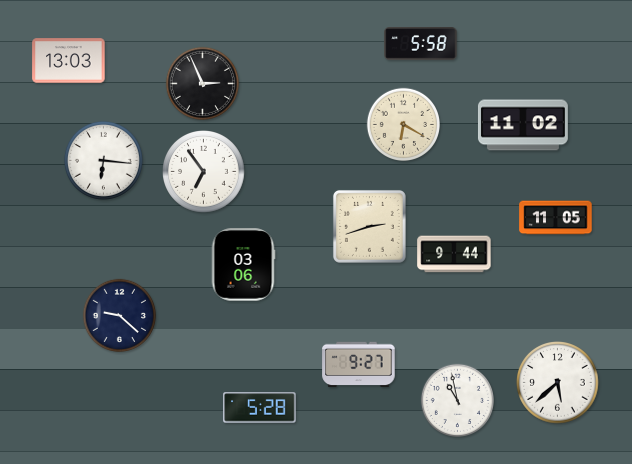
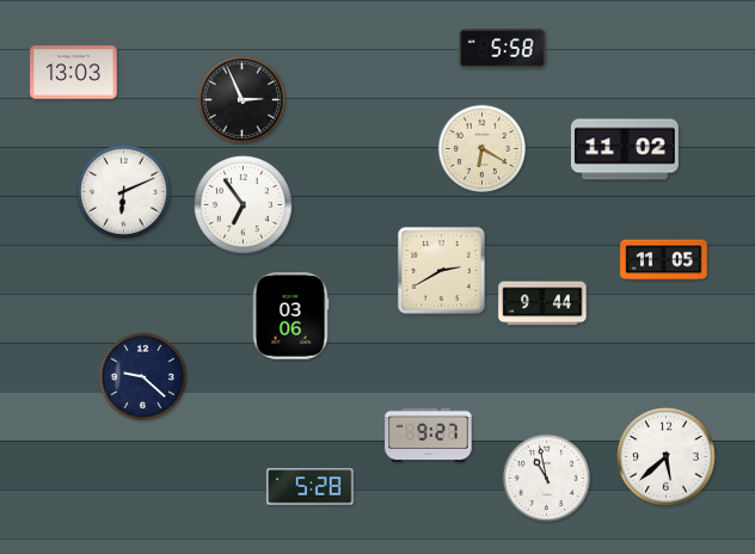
clock at (421, 44) position: (421, 44) -> (503, 49)
clock at (69, 61) position: (69, 61) -> (74, 73)
clock at (103, 160): 6:16 -> 6:11
clock at (369, 226): 2:42 -> 2:40
